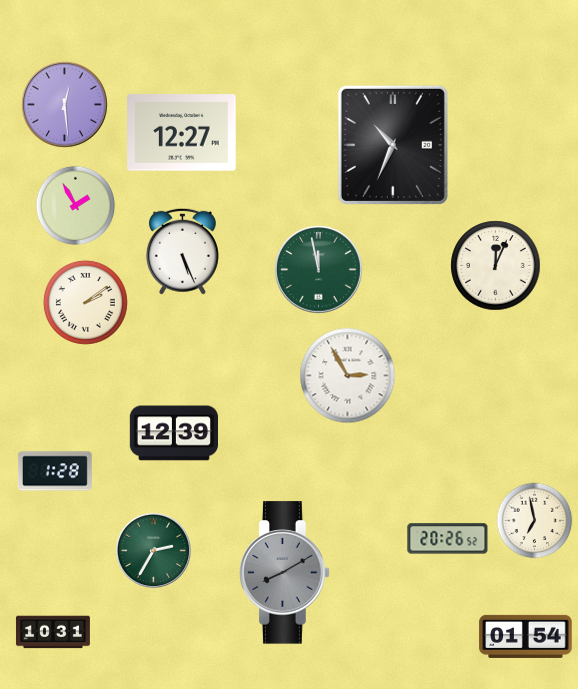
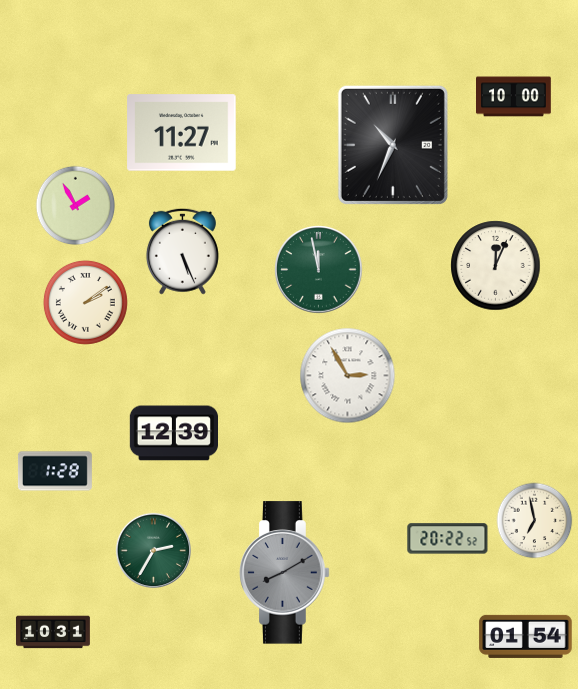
clock at (514, 97): none -> 10:00
clock at (65, 105): 12:29 -> none
clock at (182, 133): 12:27 -> 11:27
clock at (448, 539): 20:26 -> 20:22
